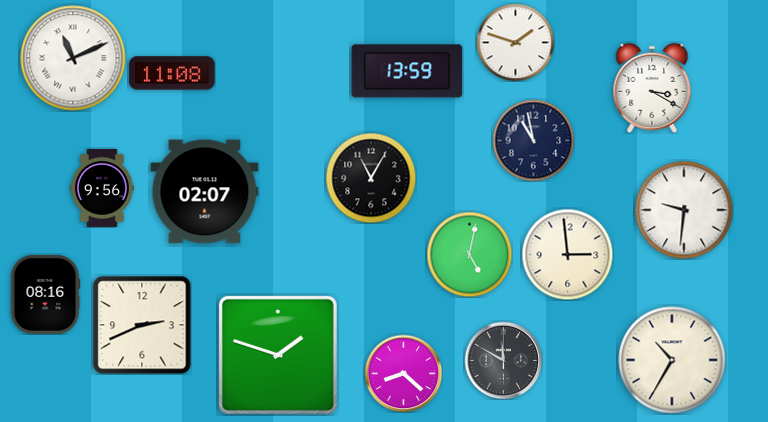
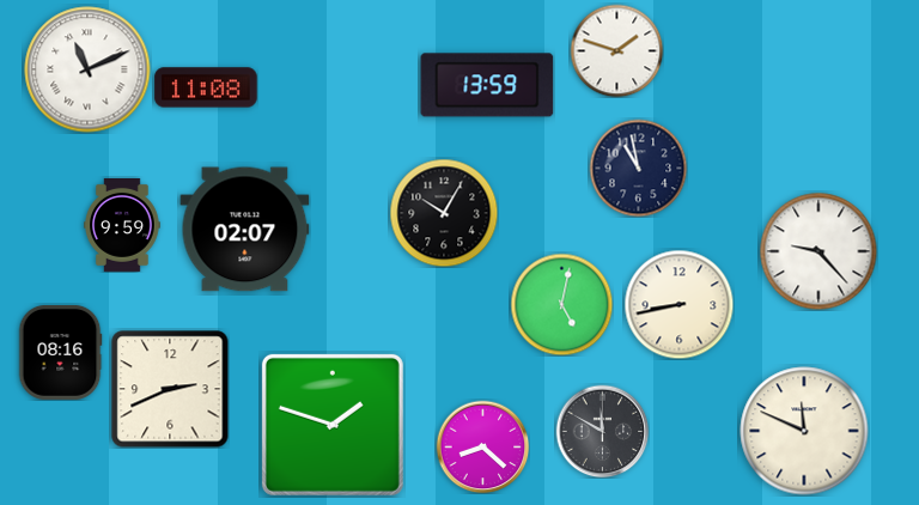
clock at (652, 88): 3:20 -> none
clock at (371, 178): 11:05 -> 10:05
clock at (102, 188): 9:56 -> 9:59
clock at (684, 210): 9:31 -> 9:23
clock at (567, 254): 2:59 -> 8:43
clock at (45, 295) position: (45, 295) -> (60, 353)
clock at (672, 360): 10:35 -> 11:49
